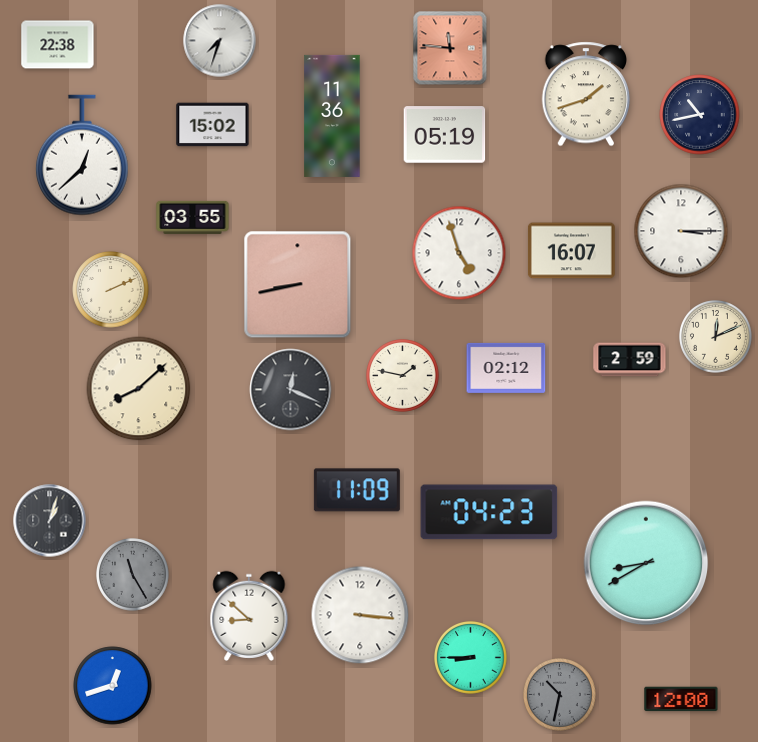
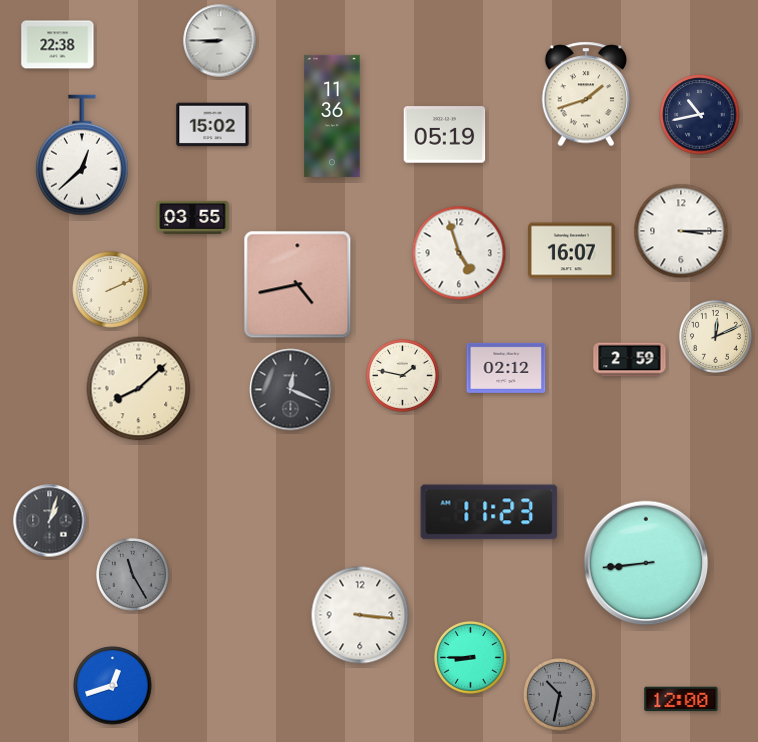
clock at (220, 41): 7:33 -> 8:45
clock at (450, 48): 11:46 -> none
clock at (298, 285): 8:43 -> 4:43
clock at (357, 490): 11:09 -> none
clock at (489, 512): 04:23 -> 11:23
clock at (646, 563): 8:40 -> 8:44
clock at (249, 616): 8:52 -> none
